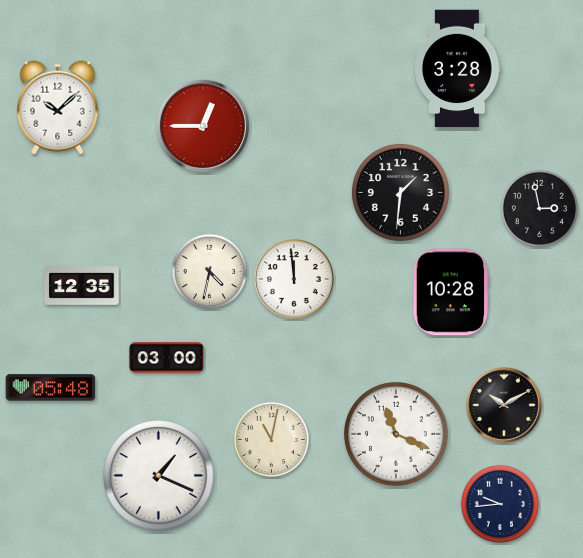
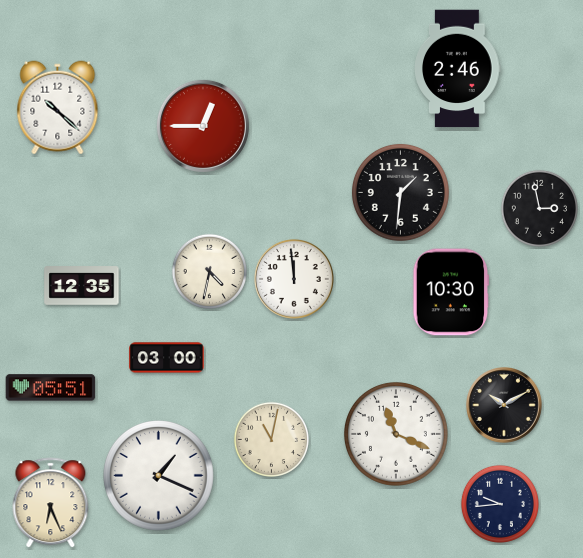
clock at (458, 69): 3:28 -> 2:46
clock at (58, 108): 10:08 -> 10:22
clock at (451, 292): 10:28 -> 10:30
clock at (51, 388): 05:48 -> 05:51
clock at (51, 503): none -> 6:26
